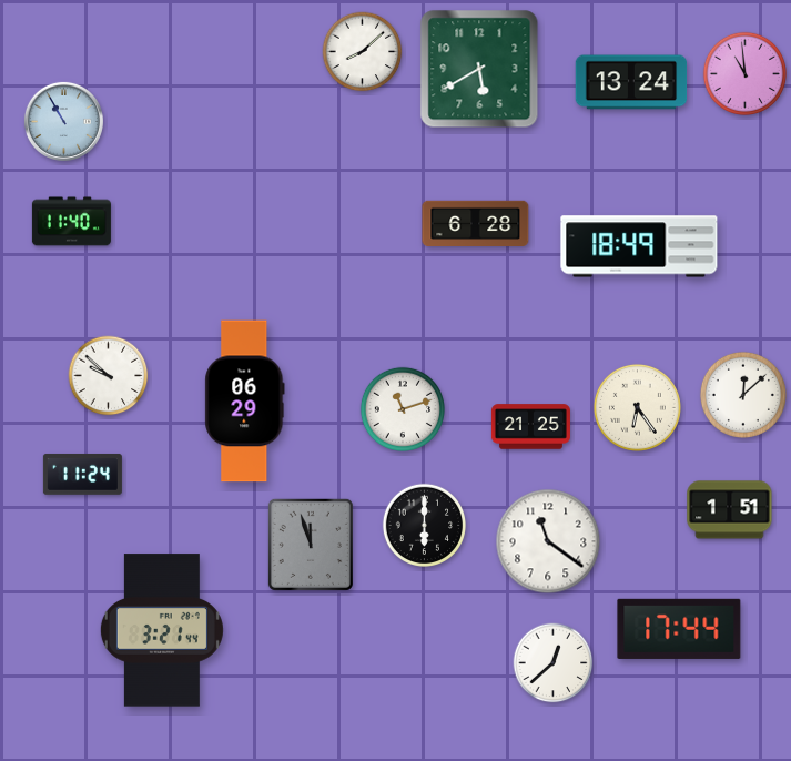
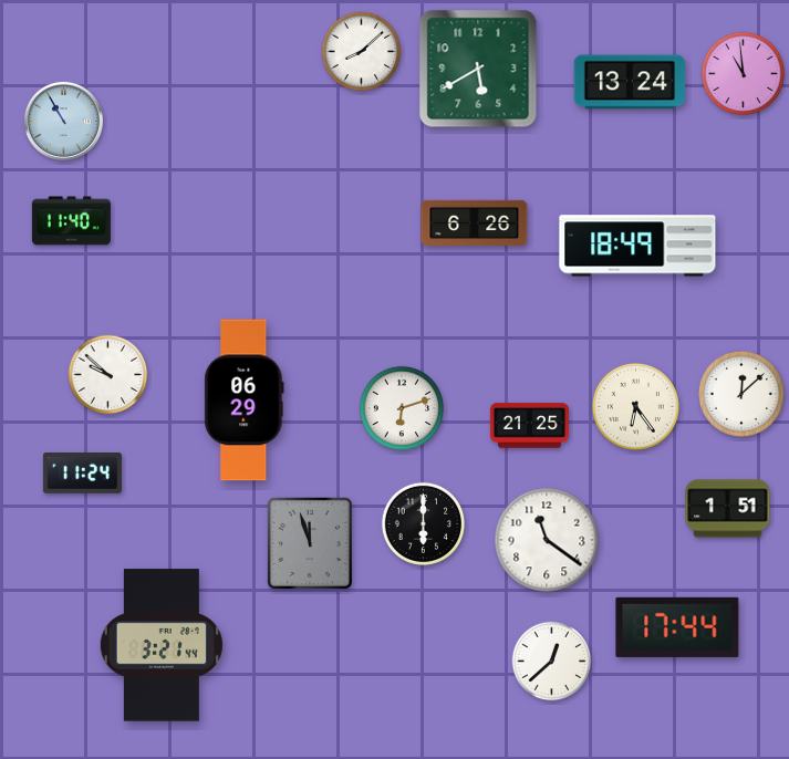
clock at (476, 223): 6:28 -> 6:26
clock at (403, 409): 11:12 -> 6:12
clock at (162, 630) position: (162, 630) -> (162, 645)
